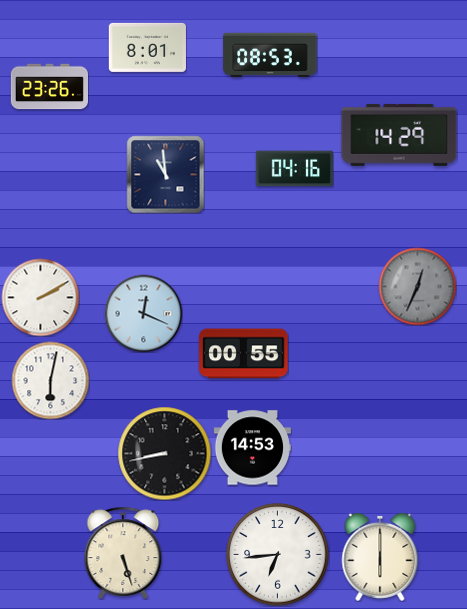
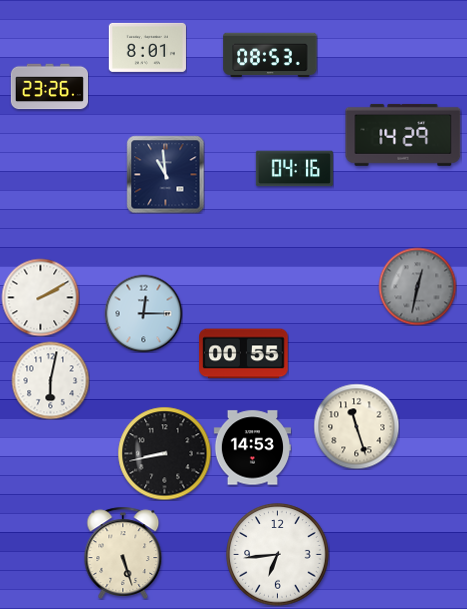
clock at (399, 135) position: (399, 135) -> (403, 135)
clock at (417, 286): 12:34 -> 12:32
clock at (143, 313): 12:19 -> 12:15
clock at (356, 426): none -> 11:27
clock at (380, 557): 6:00 -> none
